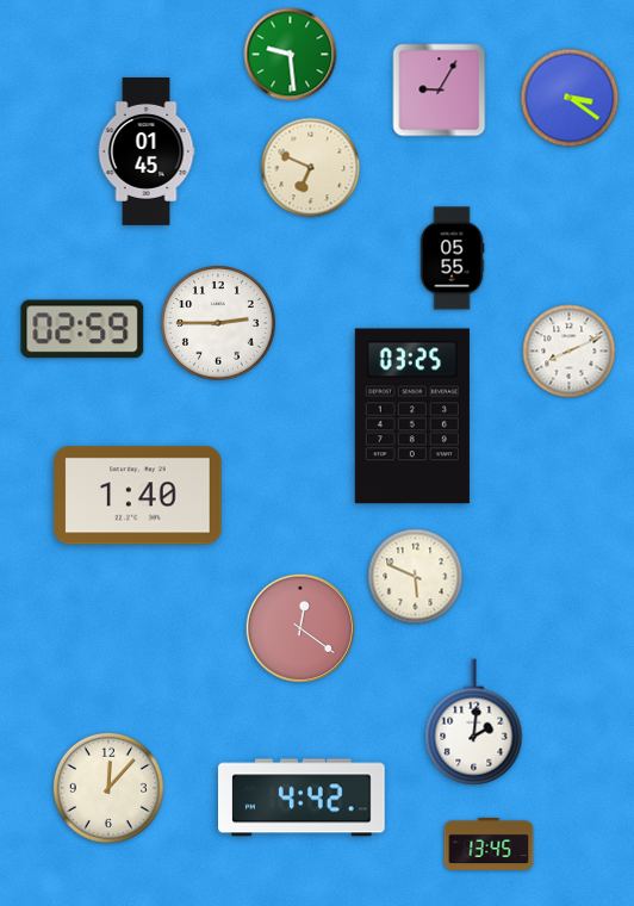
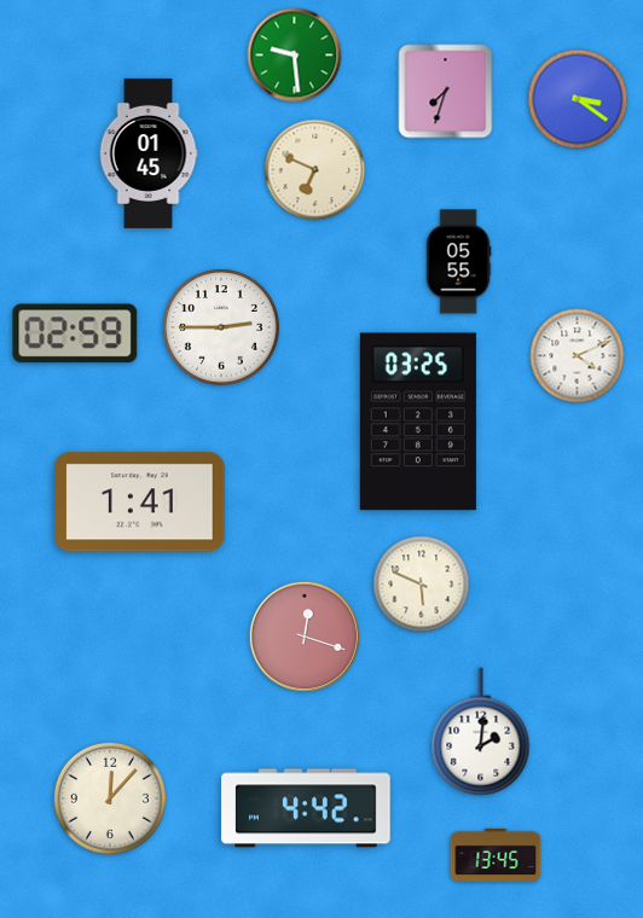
clock at (440, 91): 9:05 -> 7:33
clock at (82, 329) position: (82, 329) -> (75, 333)
clock at (570, 352): 8:11 -> 4:11
clock at (138, 496): 1:40 -> 1:41
clock at (299, 627): 12:21 -> 12:18
